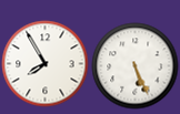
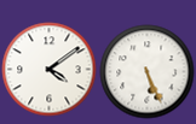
clock at (44, 63): 7:55 -> 4:09
